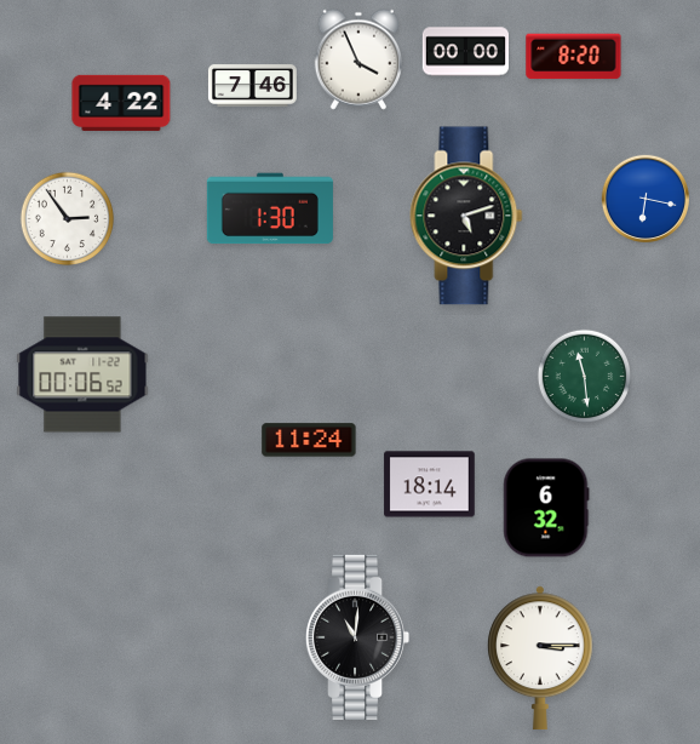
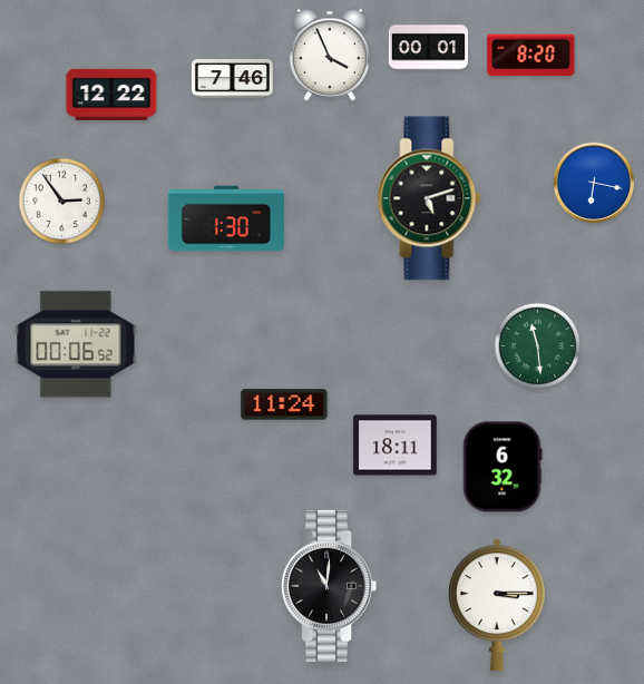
clock at (465, 52): 00:00 -> 00:01
clock at (574, 57) position: (574, 57) -> (531, 56)
clock at (121, 103): 4:22 -> 12:22
clock at (270, 208) position: (270, 208) -> (226, 218)
clock at (430, 485): 18:14 -> 18:11
